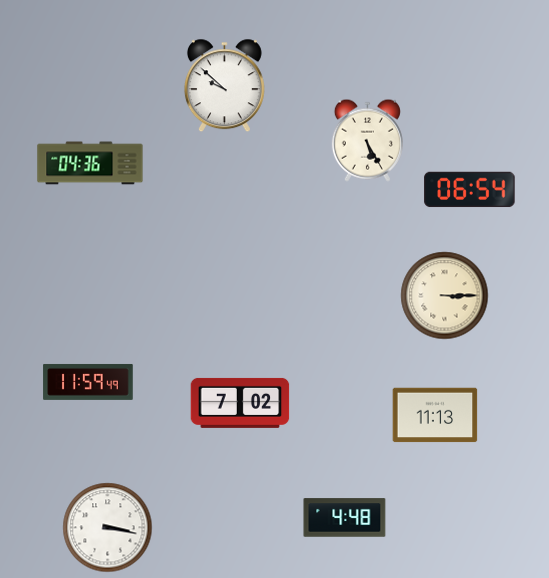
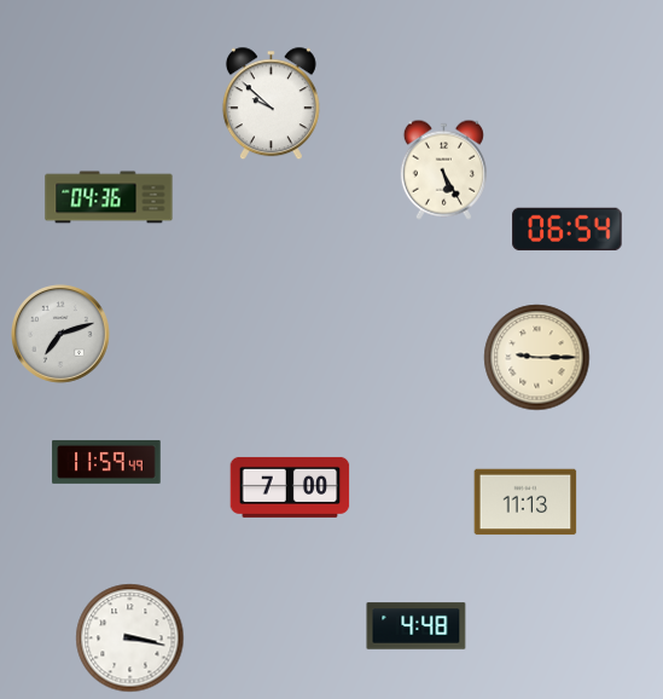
clock at (62, 335): none -> 7:12
clock at (445, 296): 3:15 -> 9:15
clock at (240, 403): 7:02 -> 7:00
